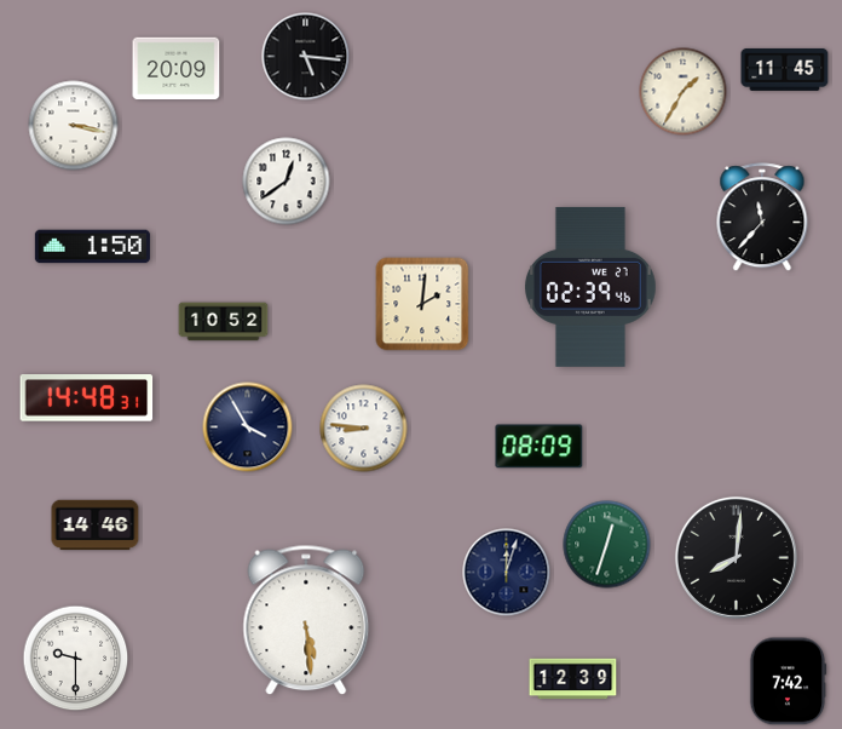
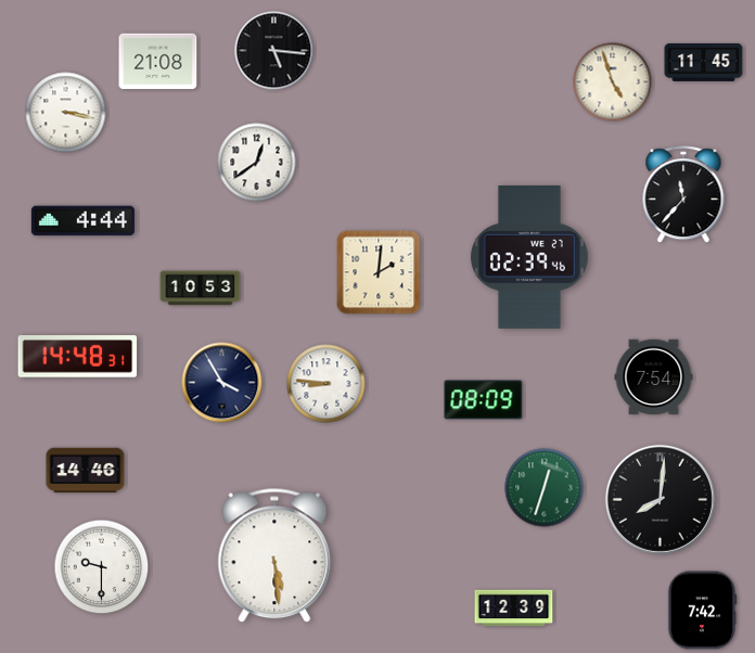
clock at (177, 69): 20:09 -> 21:08
clock at (684, 92): 1:35 -> 4:57
clock at (92, 247): 1:50 -> 4:44
clock at (224, 322): 10:52 -> 10:53
clock at (654, 377): none -> 7:54
clock at (507, 573): 12:03 -> none
clock at (76, 659) position: (76, 659) -> (102, 567)
clock at (788, 682) position: (788, 682) -> (702, 611)
